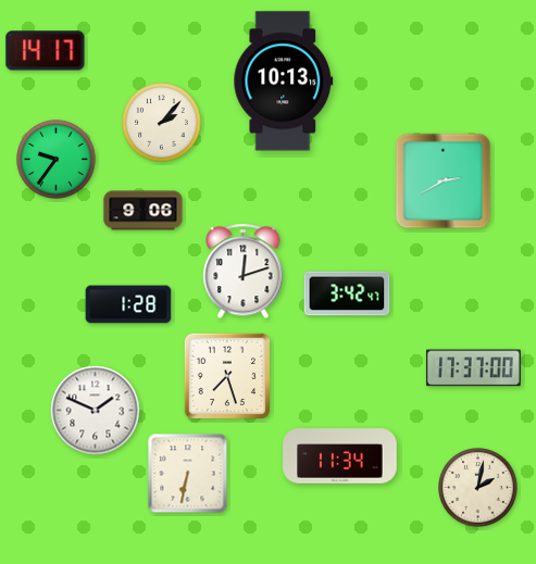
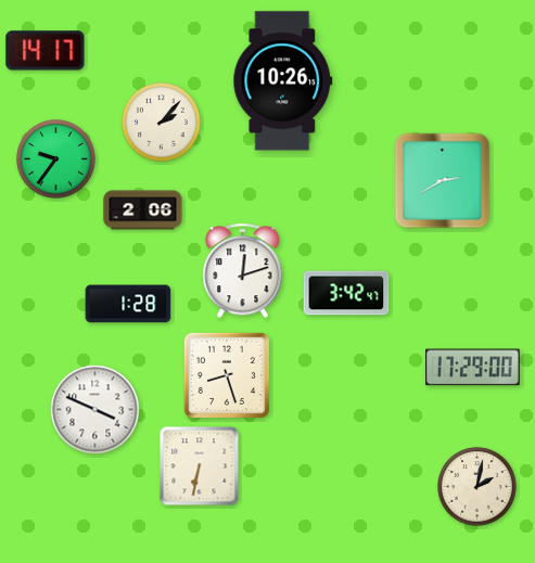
clock at (284, 82): 10:13 -> 10:26
clock at (144, 211): 9:06 -> 2:06
clock at (474, 368): 17:37 -> 17:29
clock at (227, 376): 7:27 -> 8:27
clock at (96, 411): 1:49 -> 3:49
clock at (340, 456): 11:34 -> none
clock at (188, 474) position: (188, 474) -> (200, 466)
